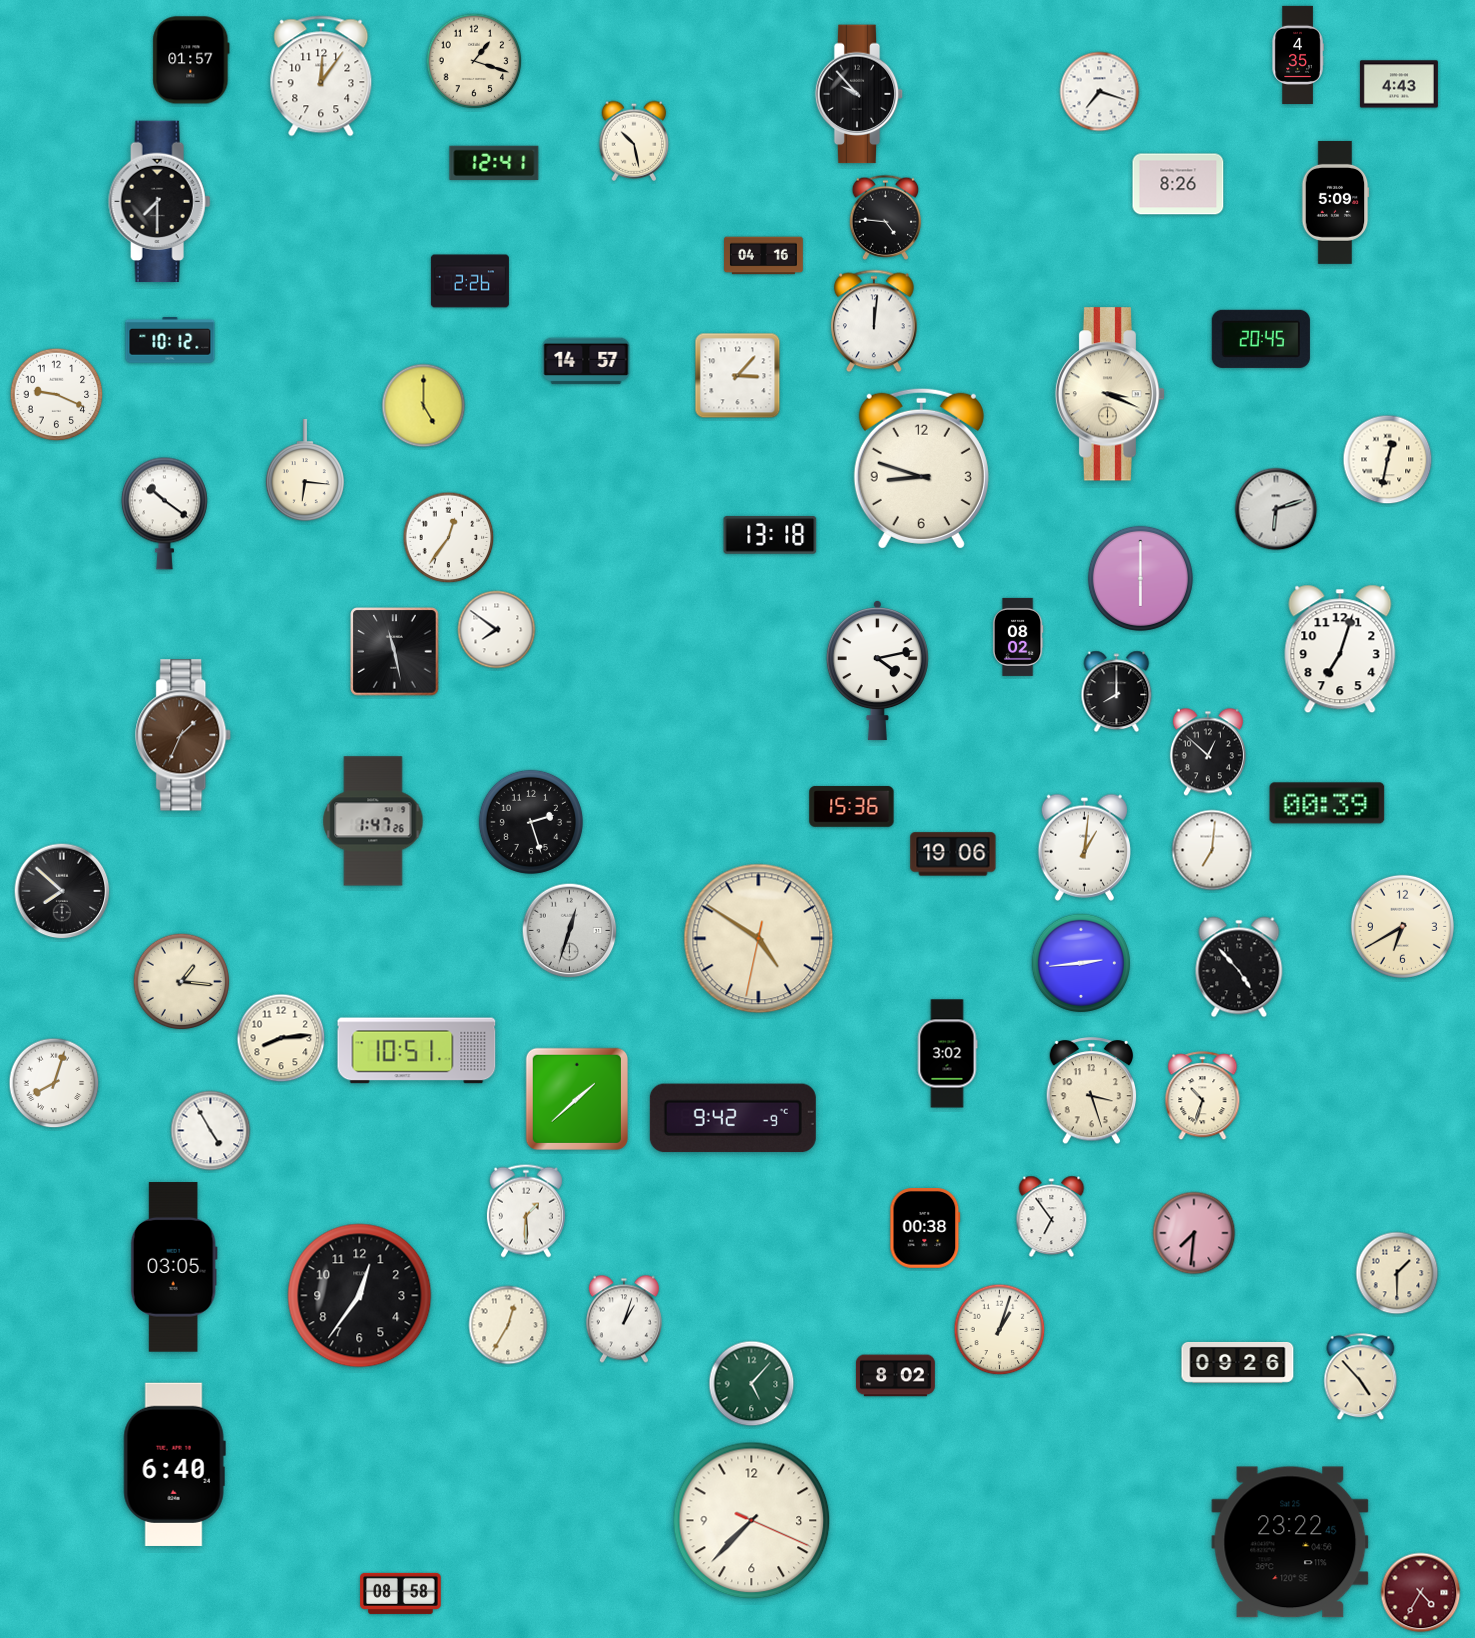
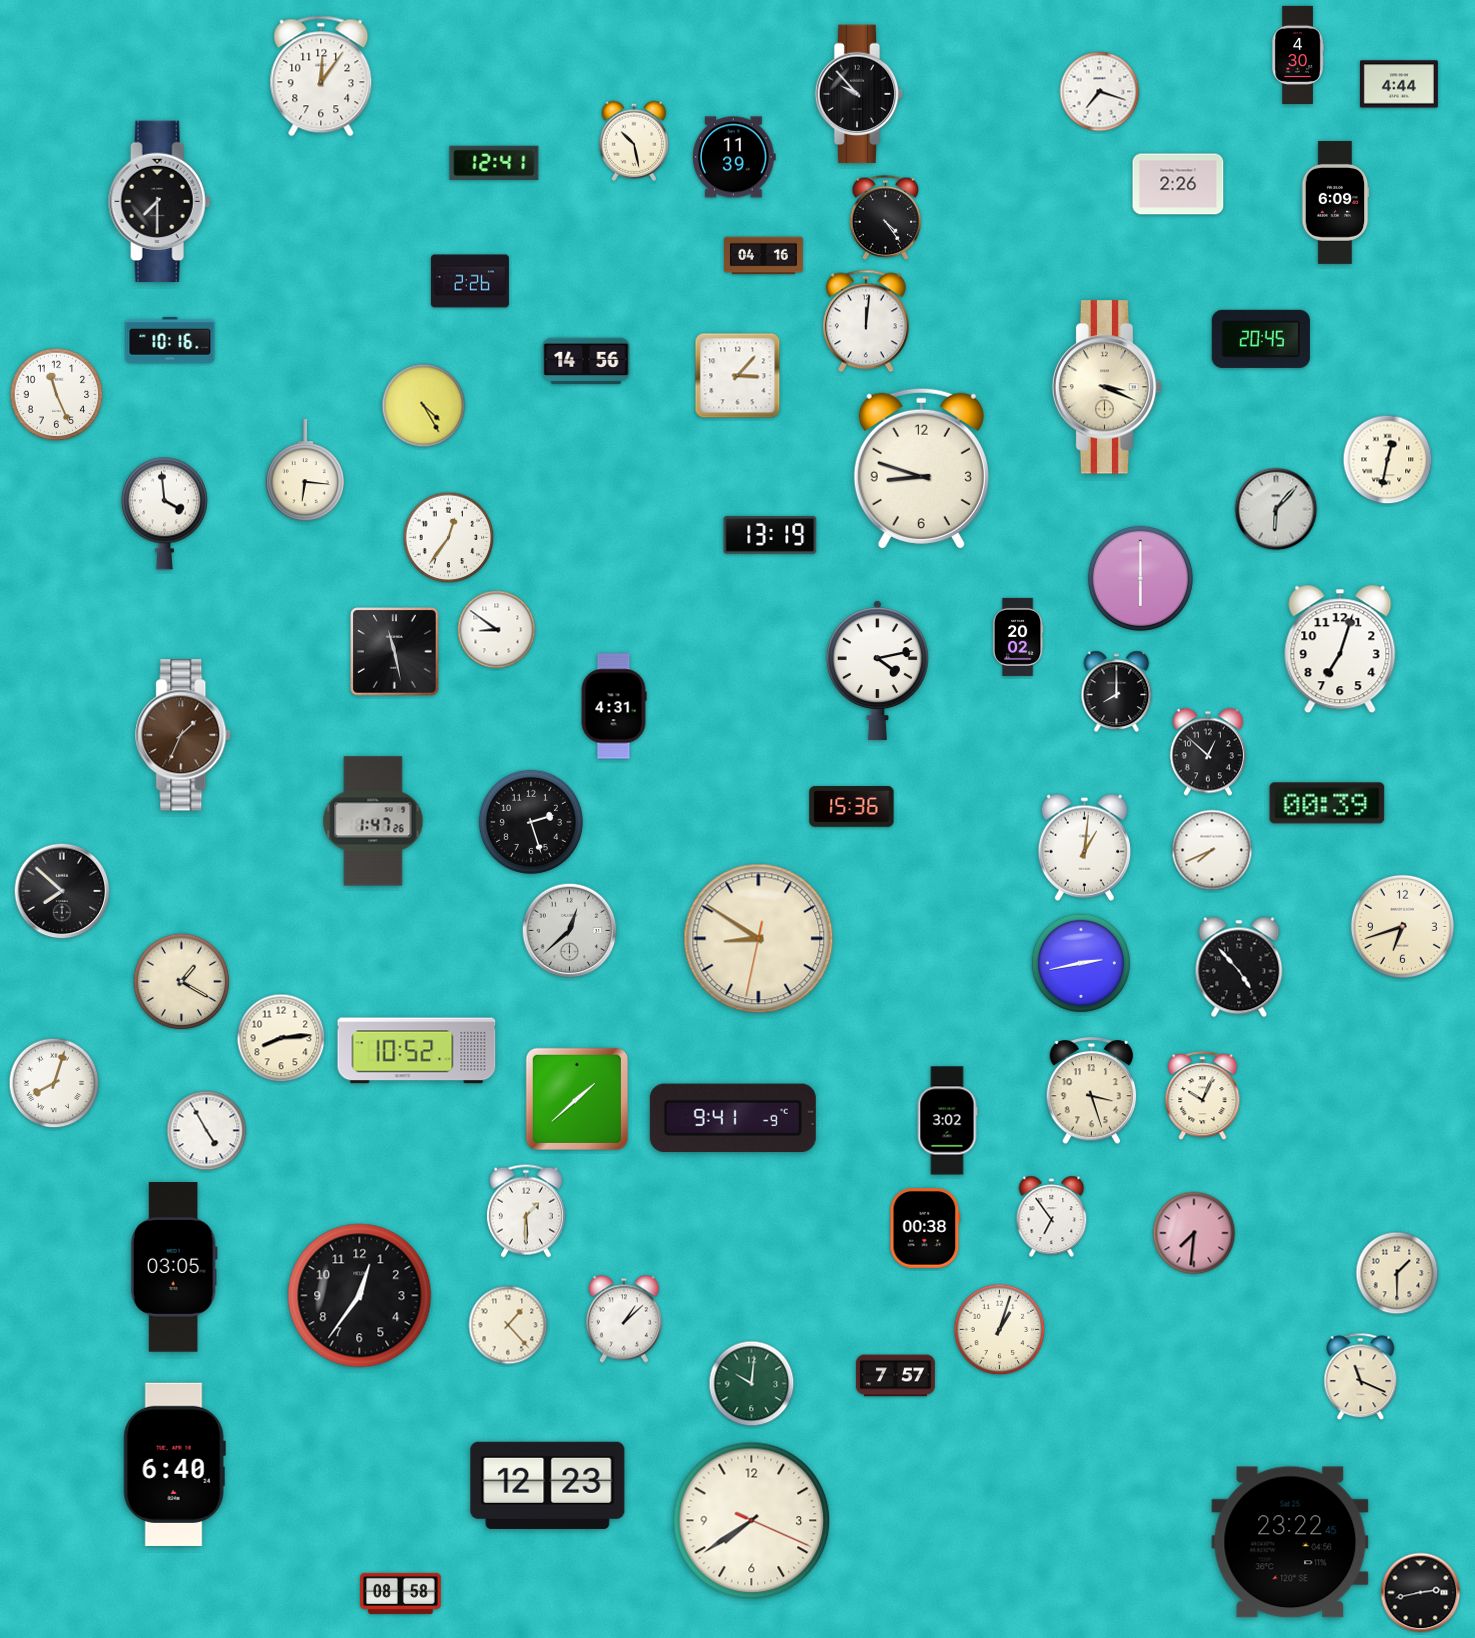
clock at (1298, 54): 4:35 -> 4:30
clock at (191, 60): 01:57 -> none
clock at (474, 61): 1:18 -> none
clock at (1399, 84): 4:43 -> 4:44
clock at (734, 157): none -> 11:39
clock at (1178, 184): 8:26 -> 2:26
clock at (1335, 202): 5:09 -> 6:09
clock at (886, 217): 4:46 -> 4:24
clock at (875, 321) position: (875, 321) -> (867, 321)
clock at (170, 341): 10:12 -> 10:16
clock at (586, 361): 14:57 -> 14:56
clock at (1110, 394) position: (1110, 394) -> (1107, 387)
clock at (57, 395): 9:19 -> 11:26
clock at (424, 406): 5:00 -> 4:25
clock at (1276, 509): 6:12 -> 6:07
clock at (164, 513): 10:21 -> 3:59
clock at (770, 535): 13:18 -> 13:19
clock at (497, 630): 7:51 -> 8:51
clock at (1018, 637): 08:02 -> 20:02
clock at (614, 706): none -> 4:31
clock at (1212, 850): 7:01 -> 7:41
clock at (953, 854): 19:06 -> none
clock at (1402, 926): 6:40 -> 6:42
clock at (570, 931): 12:33 -> 12:38
clock at (759, 939): 4:50 -> 8:50
clock at (1080, 962): 2:44 -> 2:43
clock at (182, 982): 1:16 -> 1:20
clock at (417, 1051): 10:51 -> 10:52
clock at (947, 1054) position: (947, 1054) -> (947, 1121)
clock at (1203, 1096): 10:33 -> 10:04
clock at (733, 1118): 9:42 -> 9:41
clock at (211, 1131) position: (211, 1131) -> (207, 1131)
clock at (624, 1319): 1:03 -> 1:08
clock at (508, 1325): 12:35 -> 1:23
clock at (1238, 1362): 09:26 -> none
clock at (895, 1376): 8:02 -> 7:57
clock at (1361, 1377): 4:53 -> 11:19
clock at (752, 1384): 5:07 -> 10:01
clock at (548, 1485): none -> 12:23
clock at (752, 1521): 7:37 -> 7:39
clock at (1421, 1593): 4:35 -> 2:43
clock at (1421, 1593) dial: burgundy -> black
